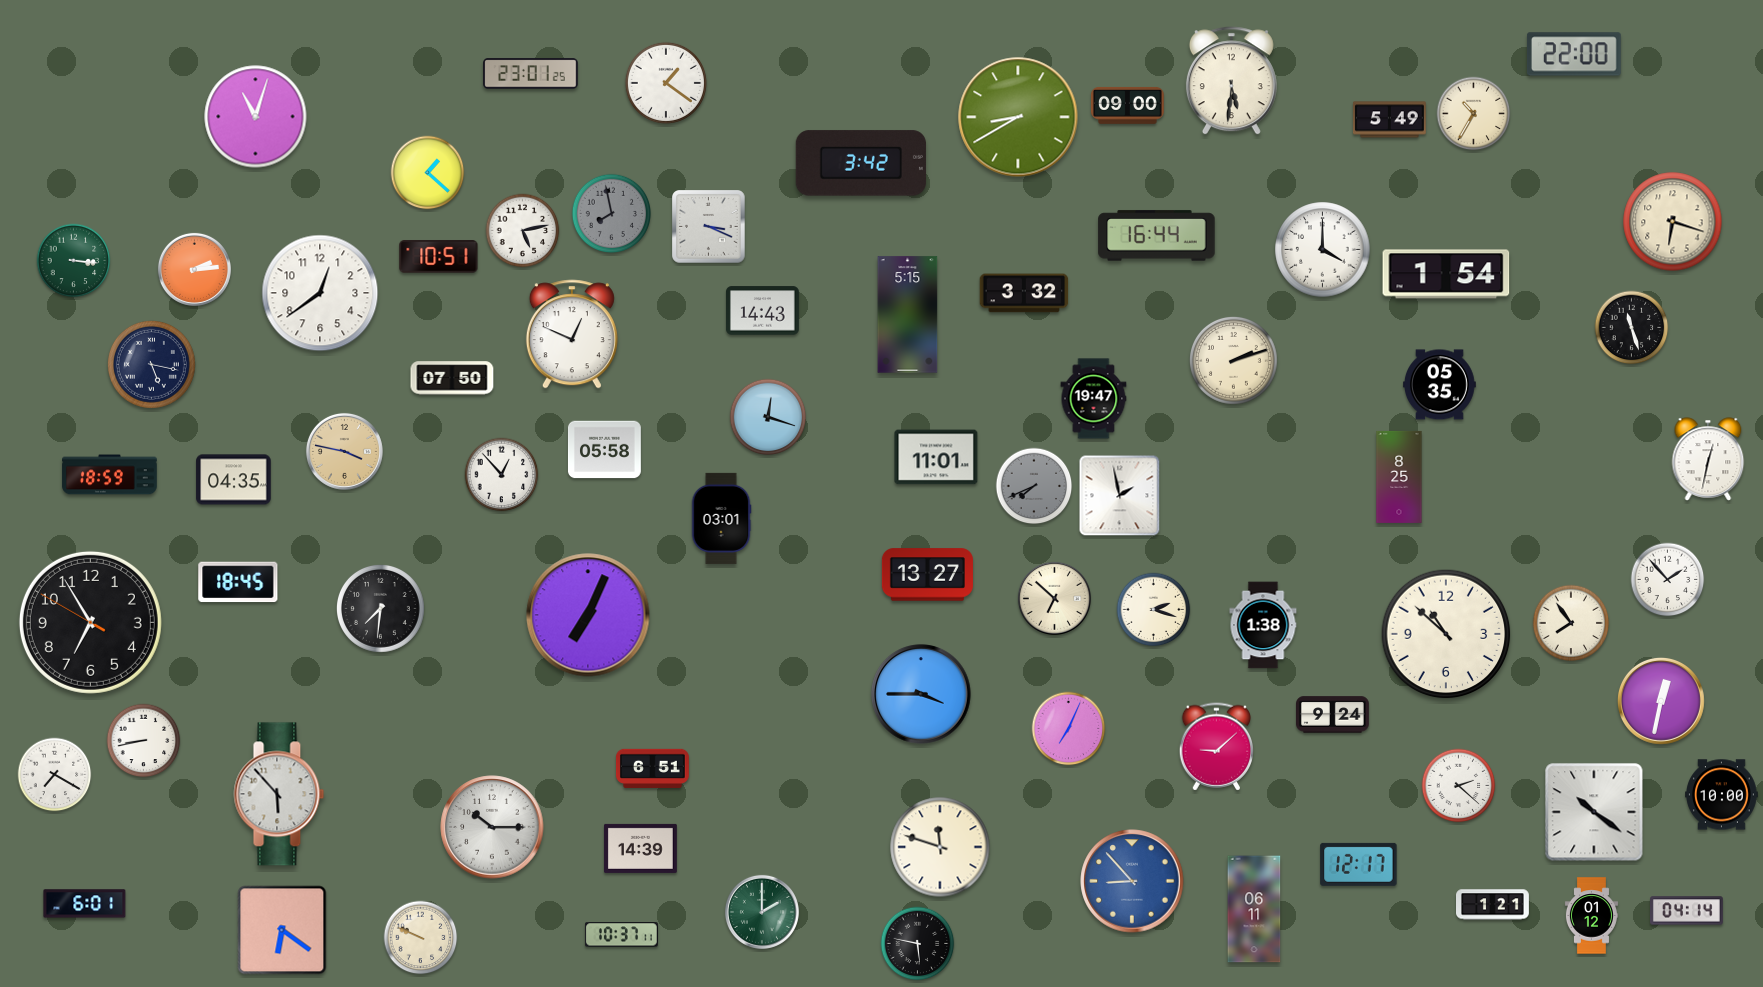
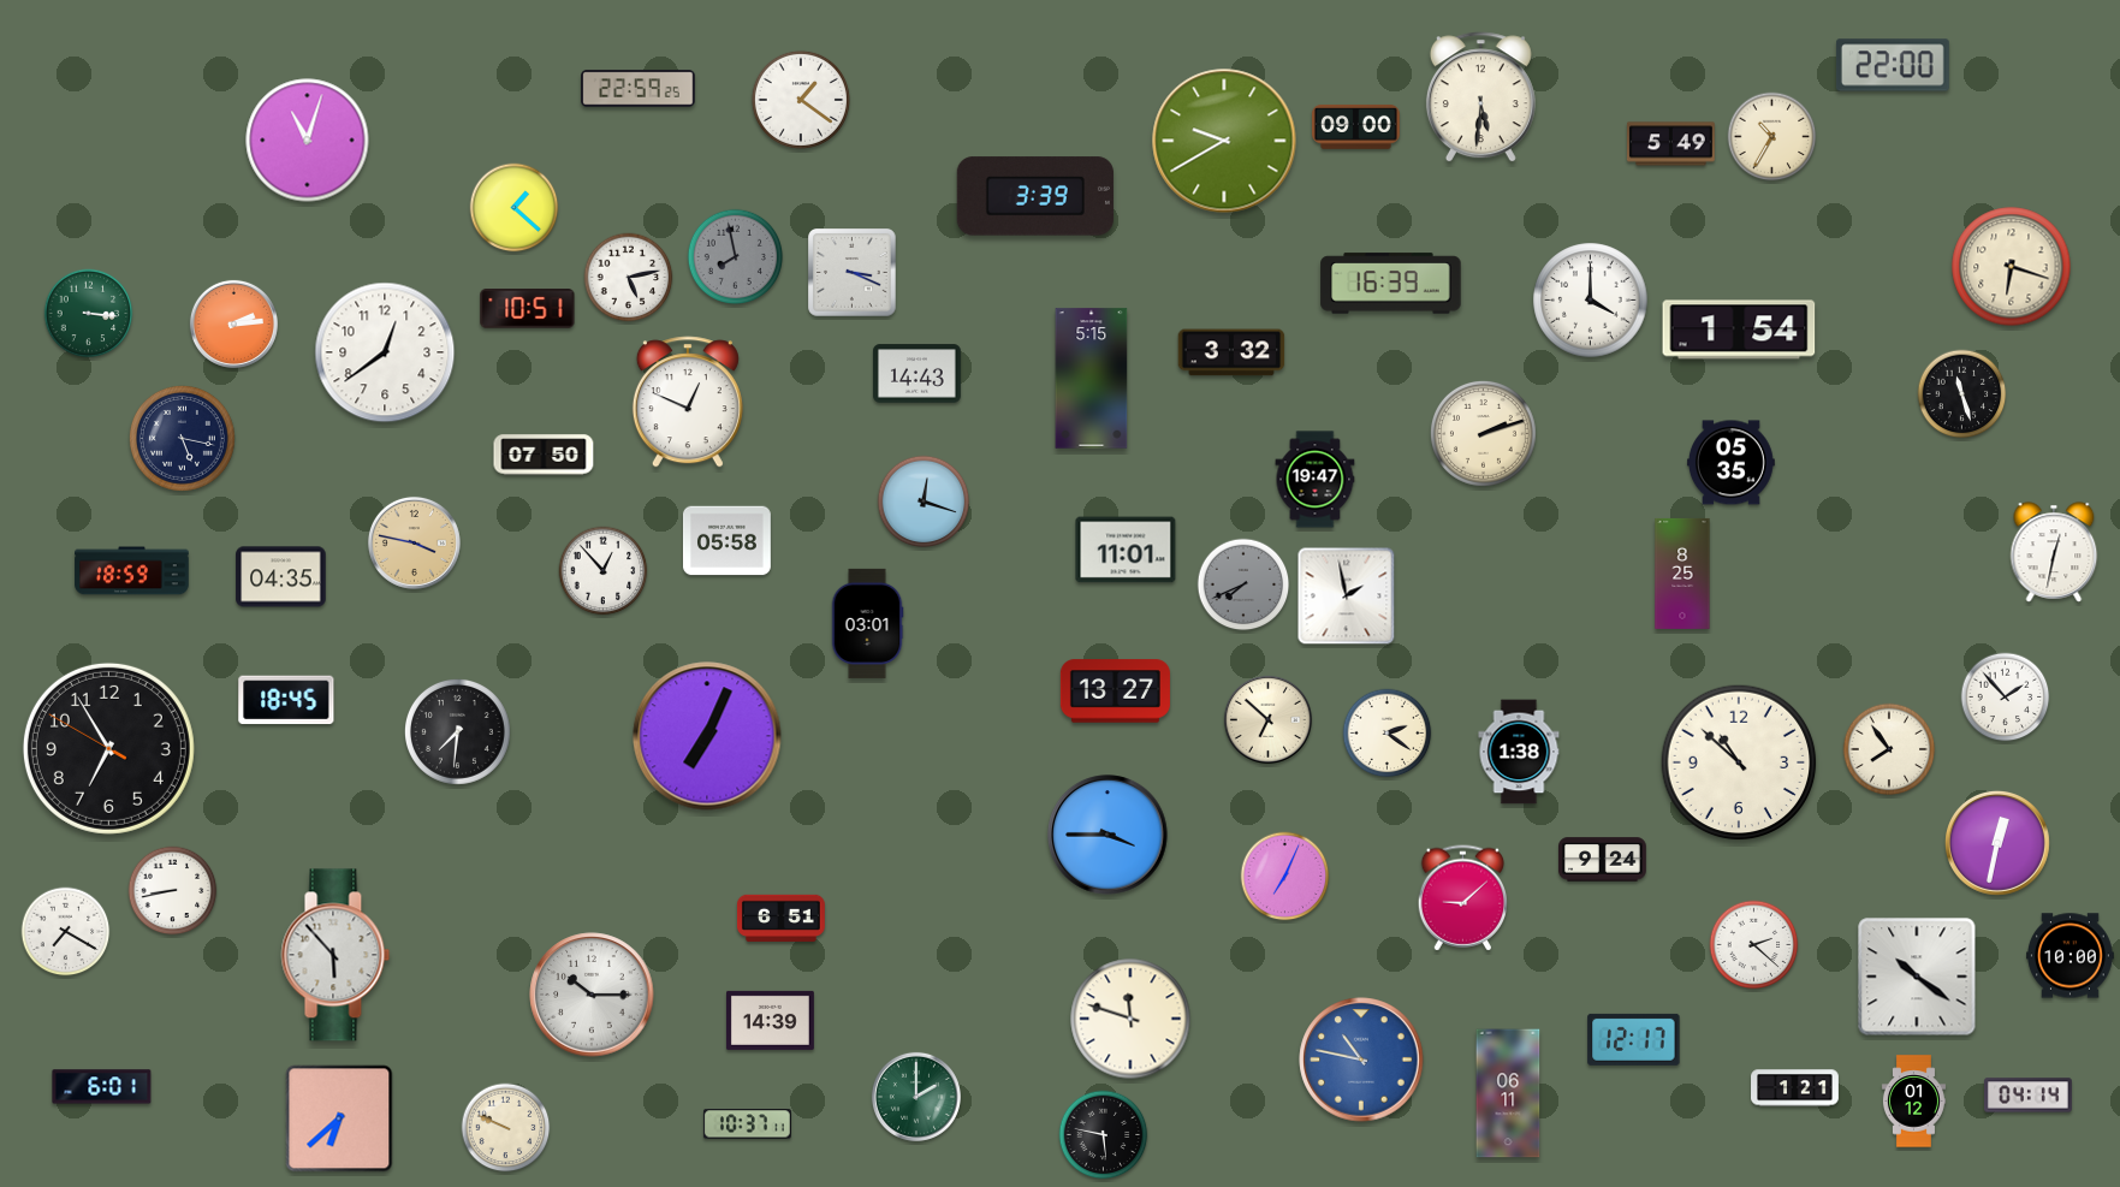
clock at (531, 74): 23:01 -> 22:59
clock at (1018, 117): 8:40 -> 9:40
clock at (861, 163): 3:42 -> 3:39
clock at (1157, 236): 16:44 -> 16:39
clock at (1154, 610): 2:18 -> 2:21
clock at (588, 615) position: (588, 615) -> (707, 736)
clock at (653, 768) position: (653, 768) -> (782, 918)
clock at (1132, 881): 8:53 -> 10:47
clock at (282, 930): 6:21 -> 6:38
